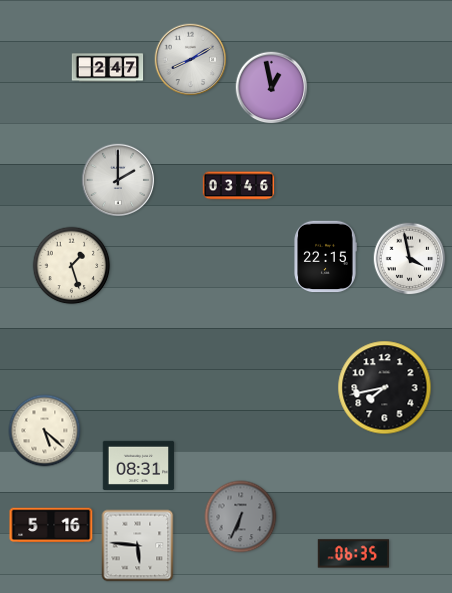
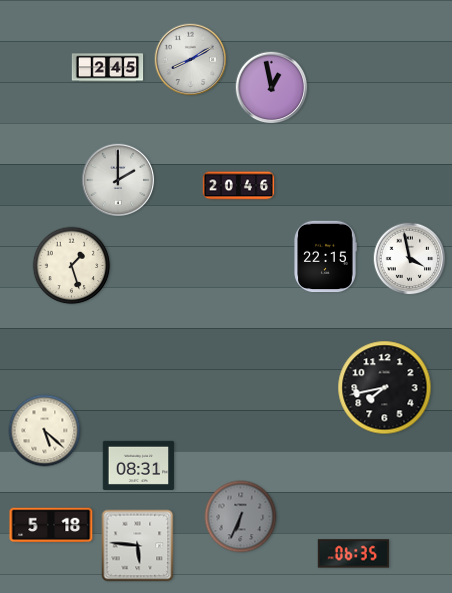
clock at (108, 68): 2:47 -> 2:45
clock at (239, 186): 03:46 -> 20:46
clock at (51, 525): 5:16 -> 5:18
